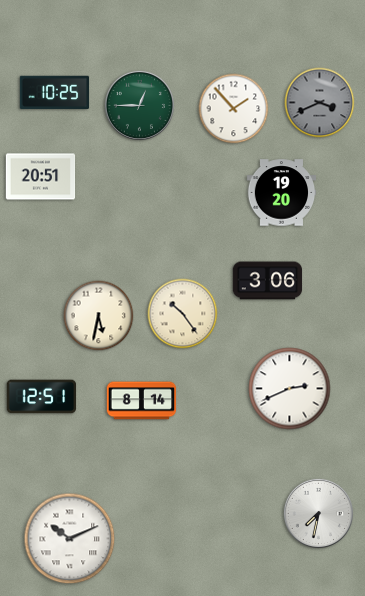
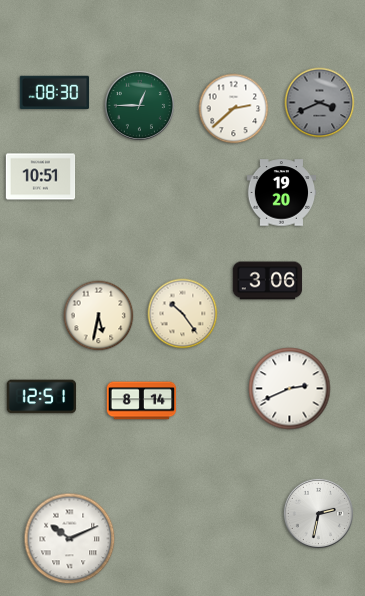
clock at (55, 93): 10:25 -> 08:30
clock at (234, 109): 1:53 -> 2:38
clock at (41, 177): 20:51 -> 10:51
clock at (318, 513): 7:32 -> 2:32
